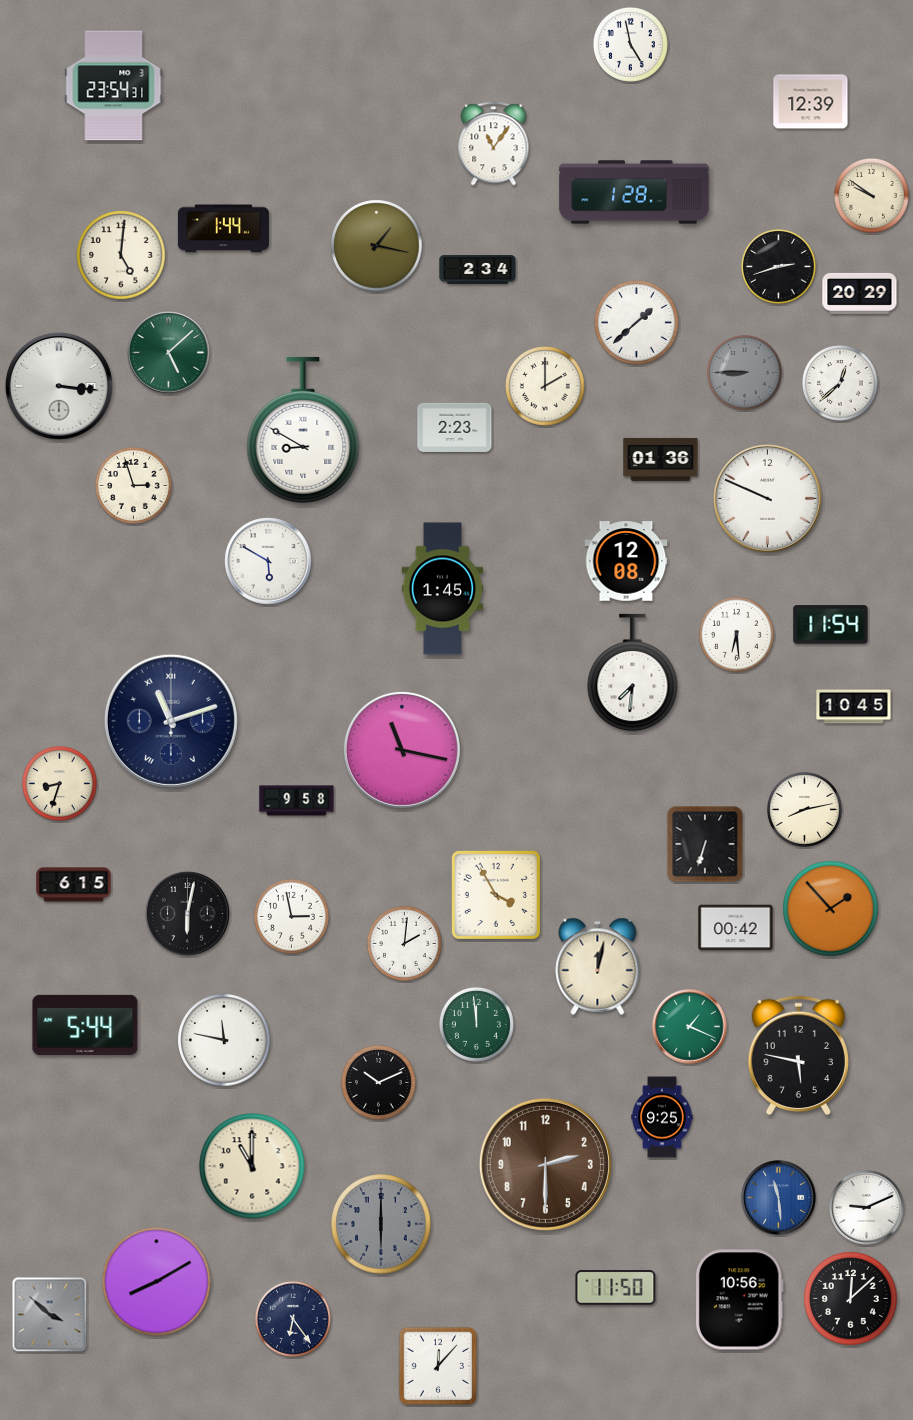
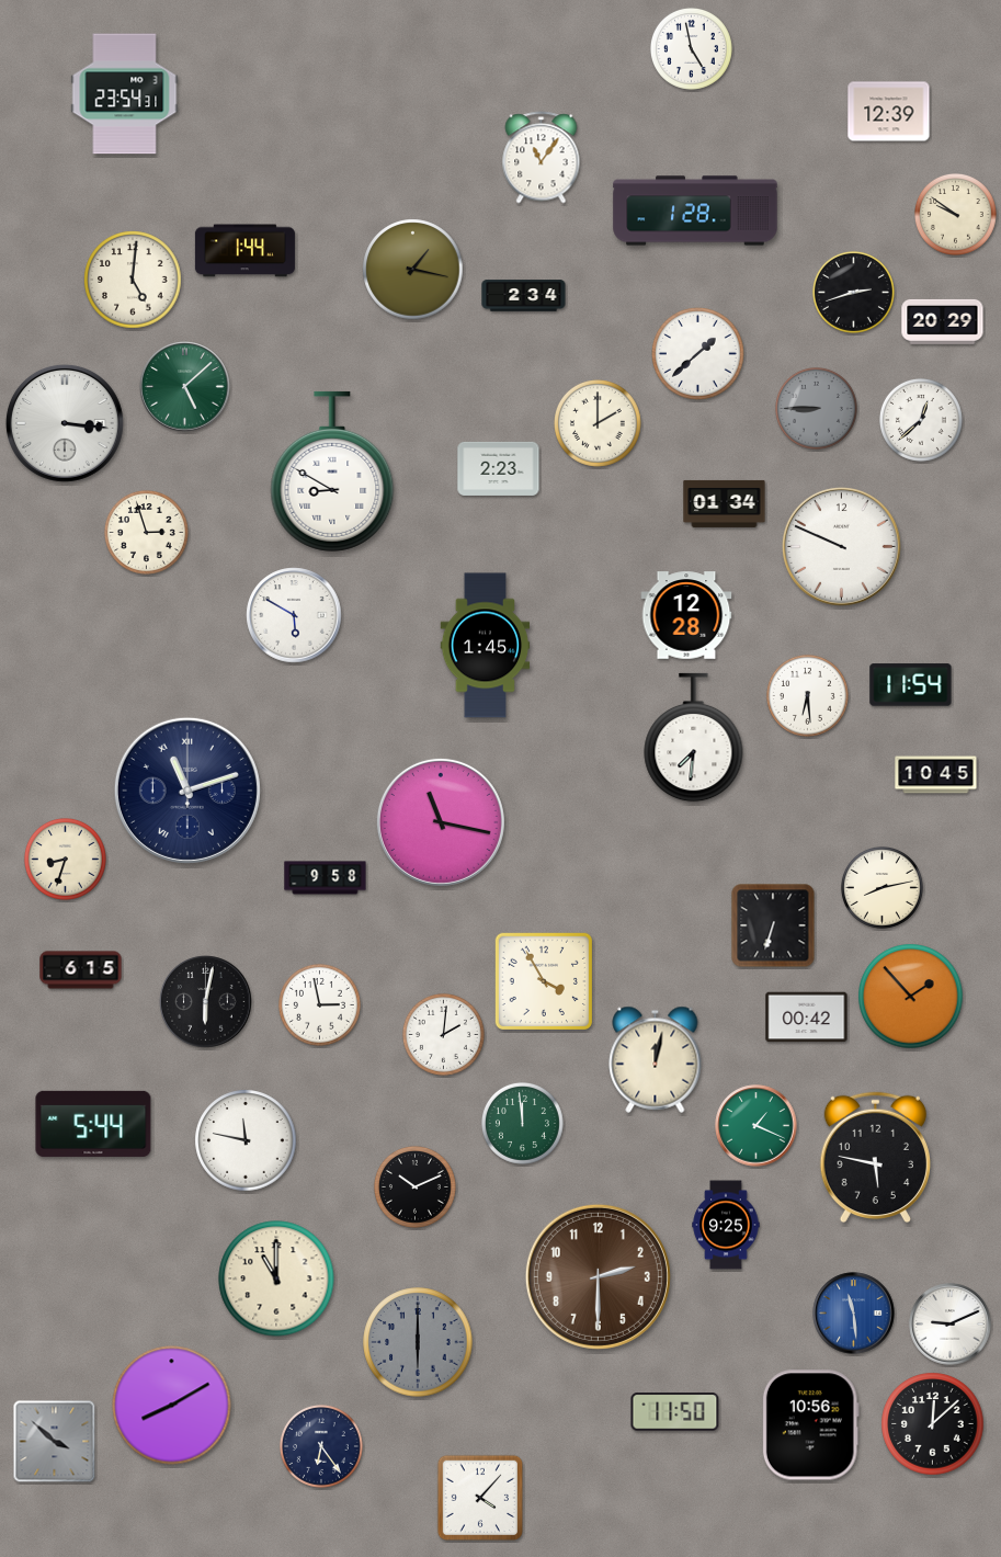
clock at (661, 459): 01:36 -> 01:34
clock at (626, 561): 12:08 -> 12:28
clock at (437, 1365): 12:07 -> 4:07
